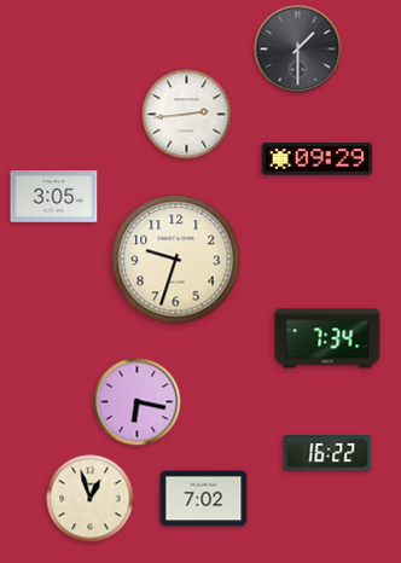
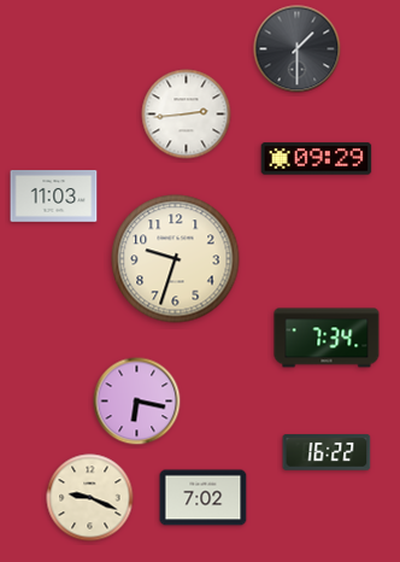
clock at (54, 197): 3:05 -> 11:03
clock at (91, 499): 12:57 -> 9:19
